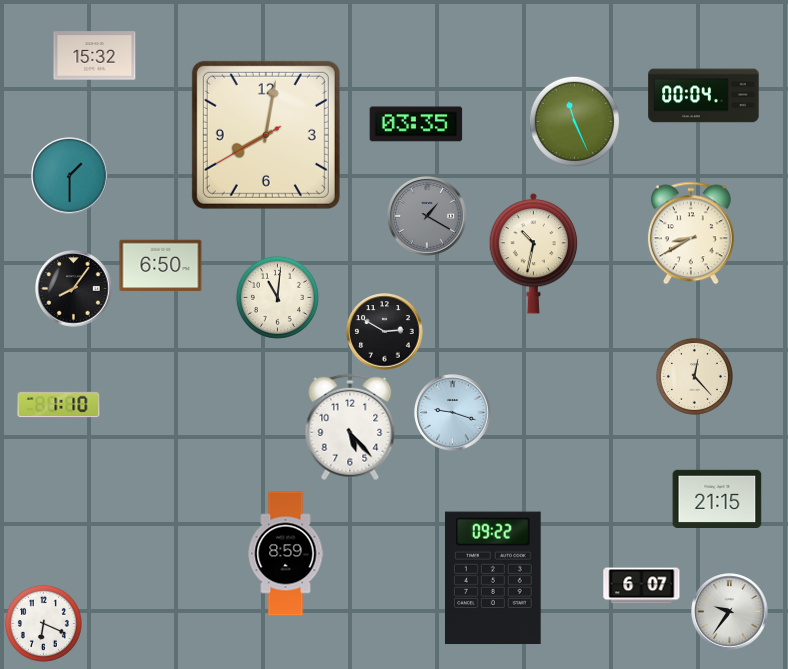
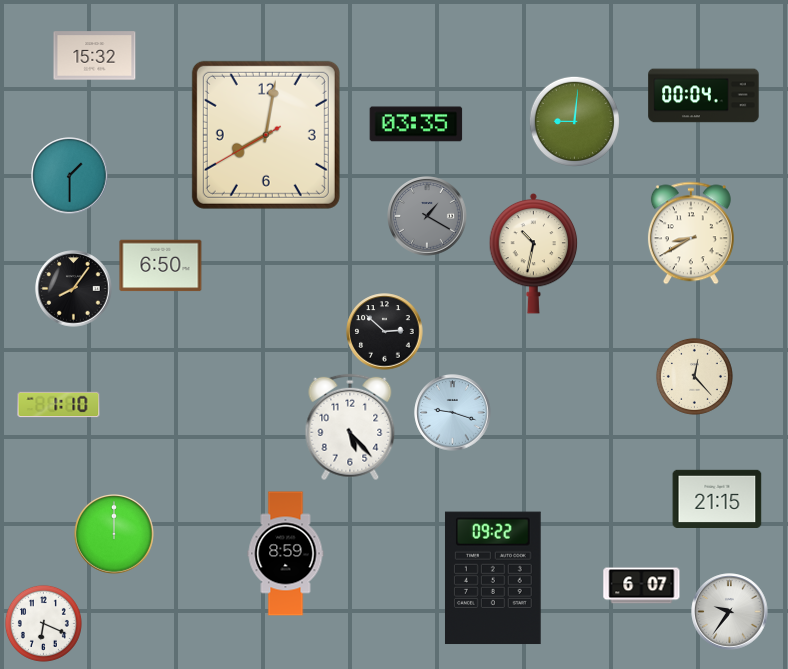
clock at (574, 121): 11:26 -> 9:01
clock at (277, 297): 11:01 -> none
clock at (385, 332): 2:50 -> 2:52
clock at (114, 534): none -> 12:00
